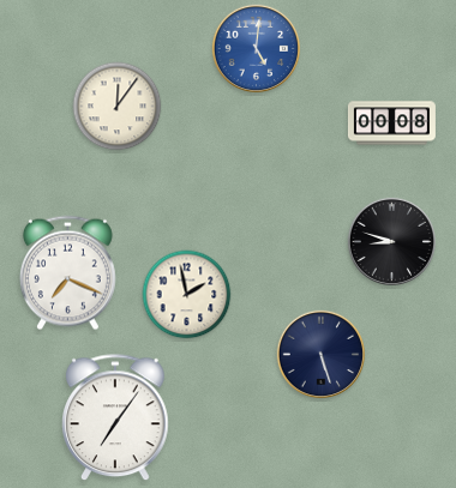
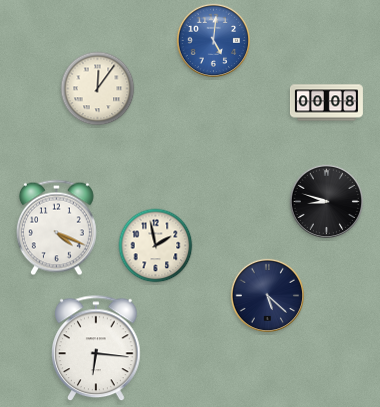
clock at (67, 273): 7:19 -> 4:19
clock at (320, 354): 5:27 -> 5:22
clock at (116, 418): 7:06 -> 6:16
